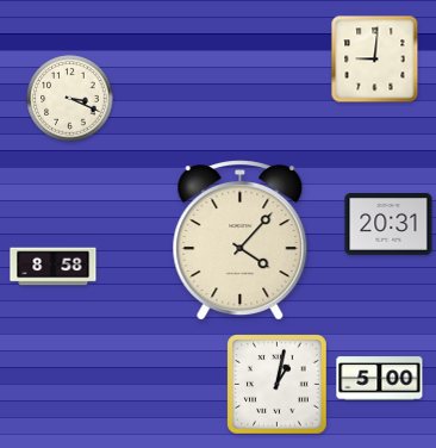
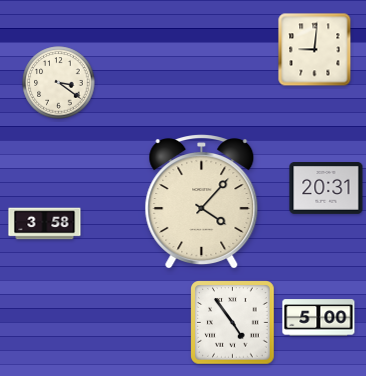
clock at (70, 99): 3:19 -> 3:21
clock at (54, 267): 8:58 -> 3:58
clock at (278, 385): 1:02 -> 4:54
